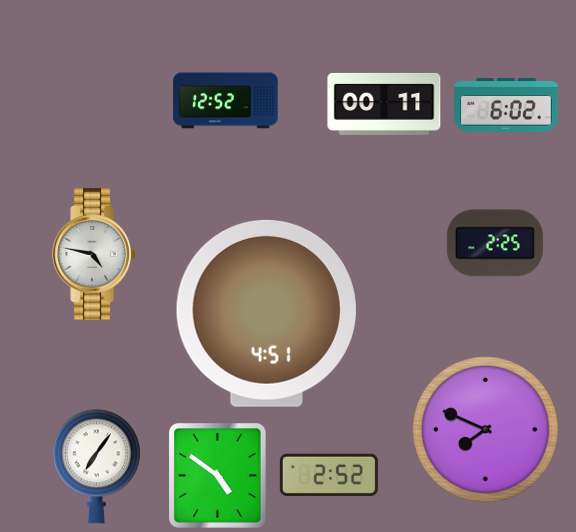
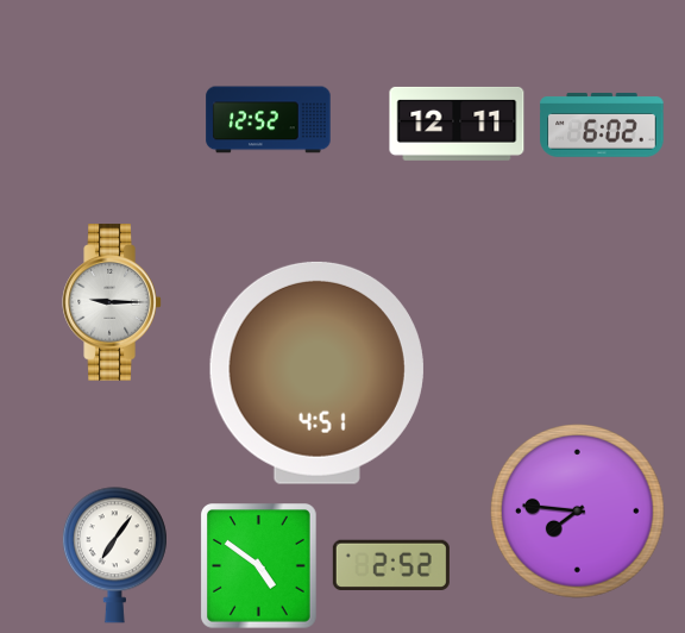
clock at (384, 104): 00:11 -> 12:11
clock at (495, 243): 2:25 -> none
clock at (94, 254): 4:47 -> 9:15
clock at (486, 430): 7:49 -> 7:46
